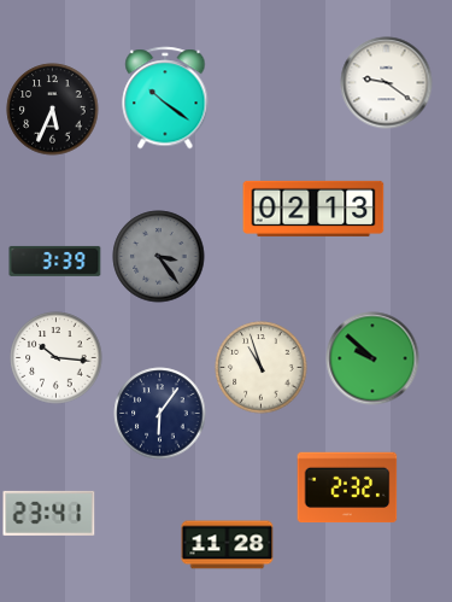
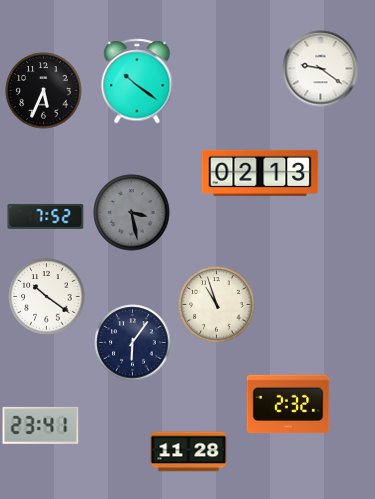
clock at (159, 257): 3:24 -> 3:28
clock at (55, 261): 3:39 -> 7:52
clock at (57, 358): 10:16 -> 10:21
clock at (372, 358): 9:52 -> none
